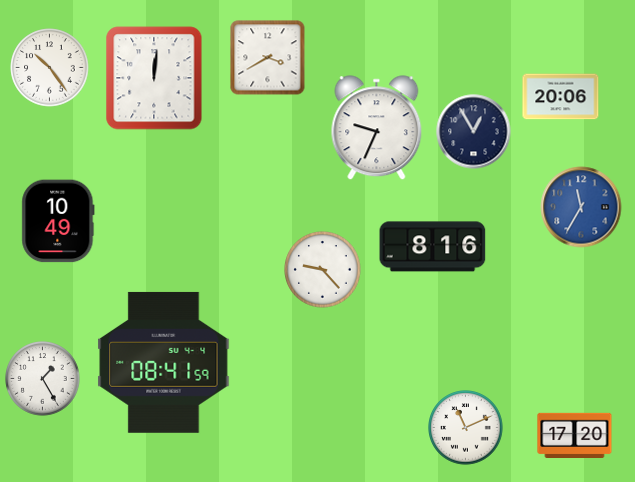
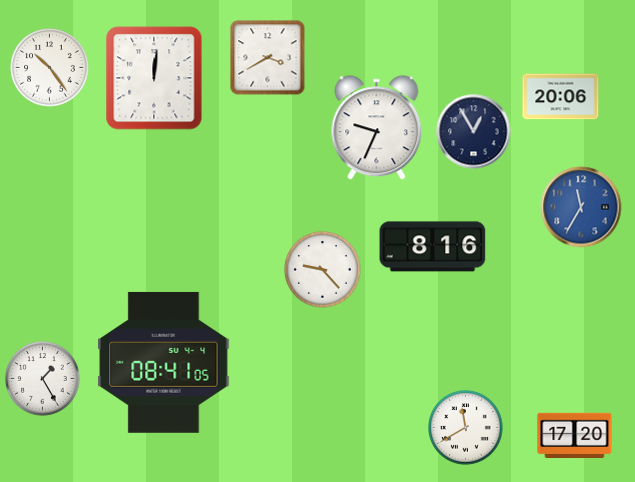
clock at (58, 221): 10:49 -> none
clock at (164, 362): 08:41:59 -> 08:41:05
clock at (466, 428): 11:11 -> 11:40
